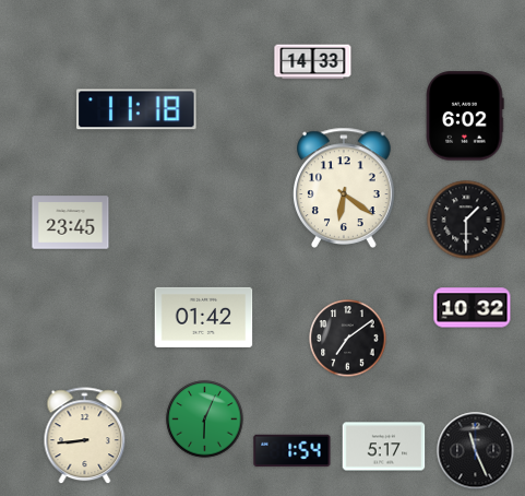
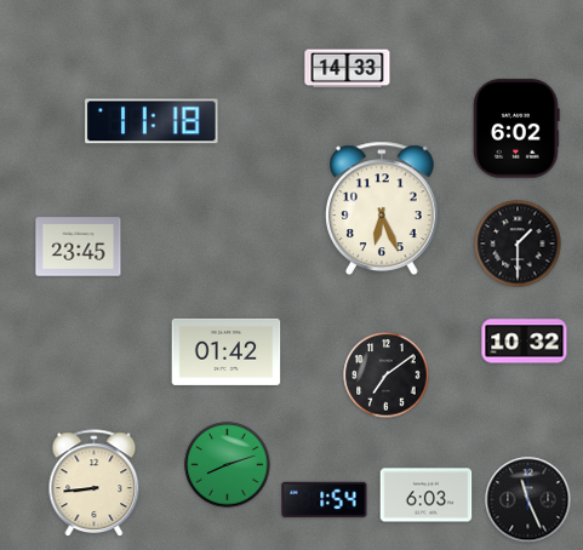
clock at (345, 188): 6:21 -> 6:26
clock at (205, 420): 6:04 -> 8:12
clock at (384, 447): 5:17 -> 6:03
